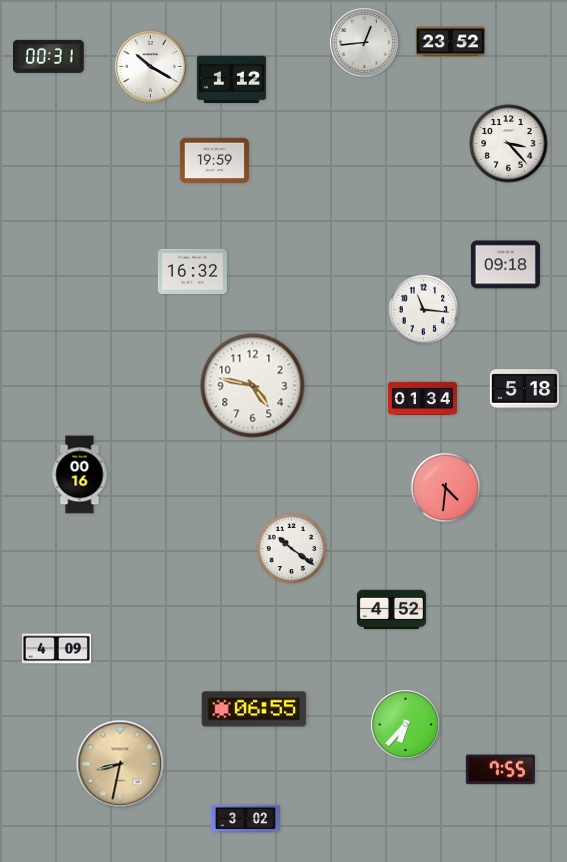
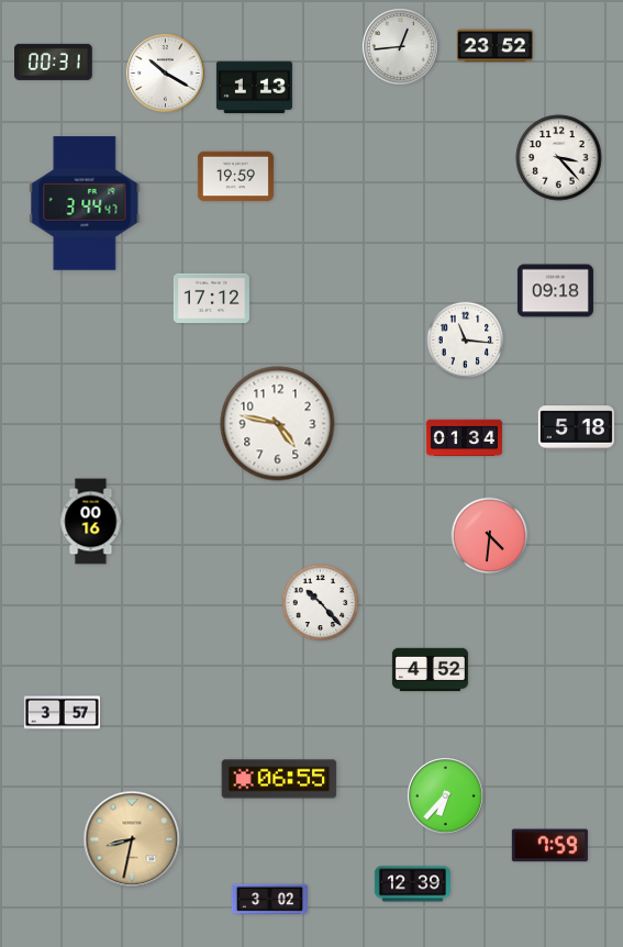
clock at (231, 80): 1:12 -> 1:13
clock at (85, 203): none -> 3:44
clock at (192, 271): 16:32 -> 17:12
clock at (80, 475) position: (80, 475) -> (91, 522)
clock at (292, 549): 10:21 -> 10:23
clock at (56, 649): 4:09 -> 3:57
clock at (500, 770): 7:55 -> 7:59
clock at (412, 884): none -> 12:39
